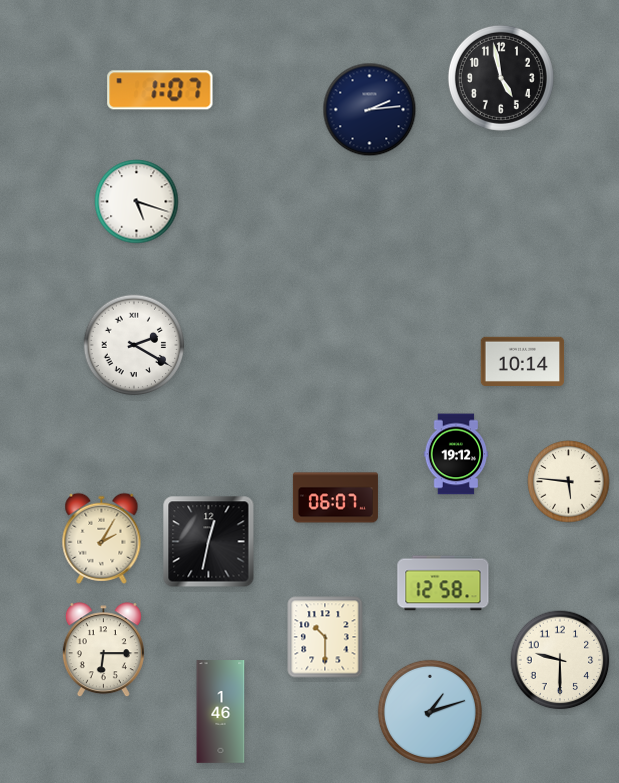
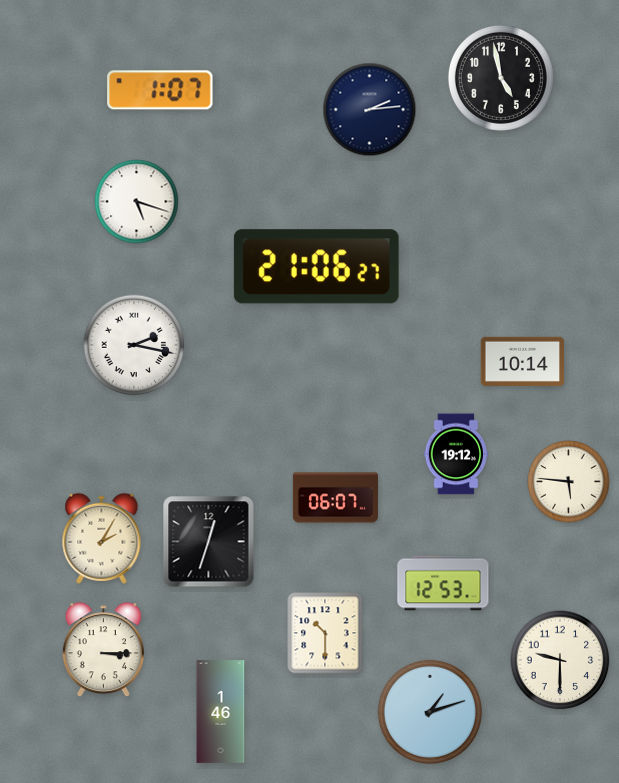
clock at (316, 267): none -> 21:06
clock at (134, 345): 2:20 -> 2:17
clock at (209, 542): 12:32 -> 12:33
clock at (443, 583): 12:58 -> 12:53
clock at (325, 637) position: (325, 637) -> (325, 633)
clock at (103, 650): 6:15 -> 3:15
